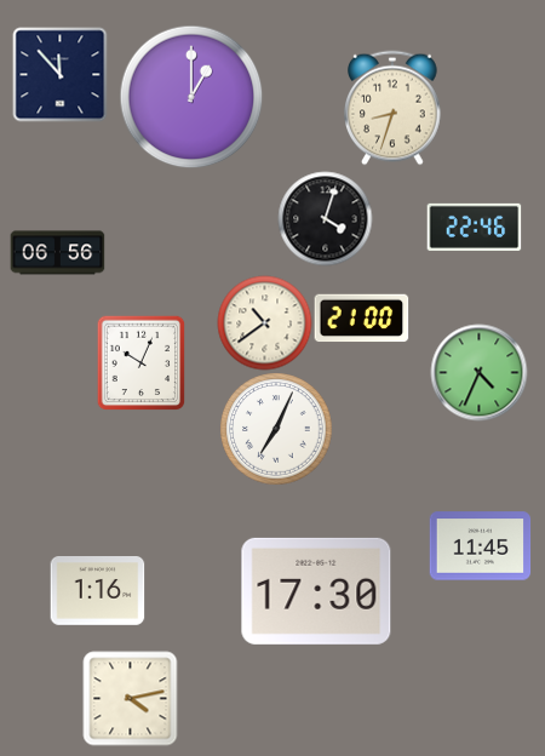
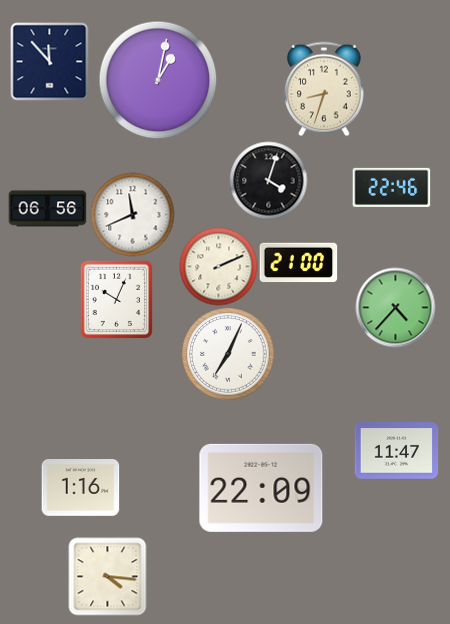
clock at (191, 97): 1:00 -> 1:02
clock at (132, 214): none -> 11:41
clock at (264, 322): 10:39 -> 2:11
clock at (478, 372): 4:34 -> 4:37
clock at (480, 546): 11:45 -> 11:47
clock at (316, 591): 17:30 -> 22:09
clock at (130, 698): 4:13 -> 4:16
